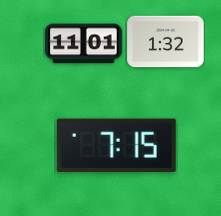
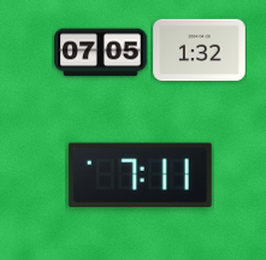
clock at (84, 44): 11:01 -> 07:05
clock at (116, 146): 7:15 -> 7:11
